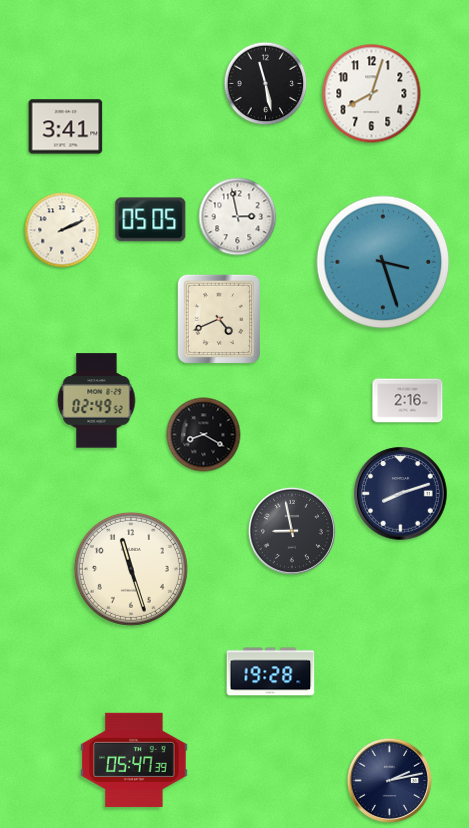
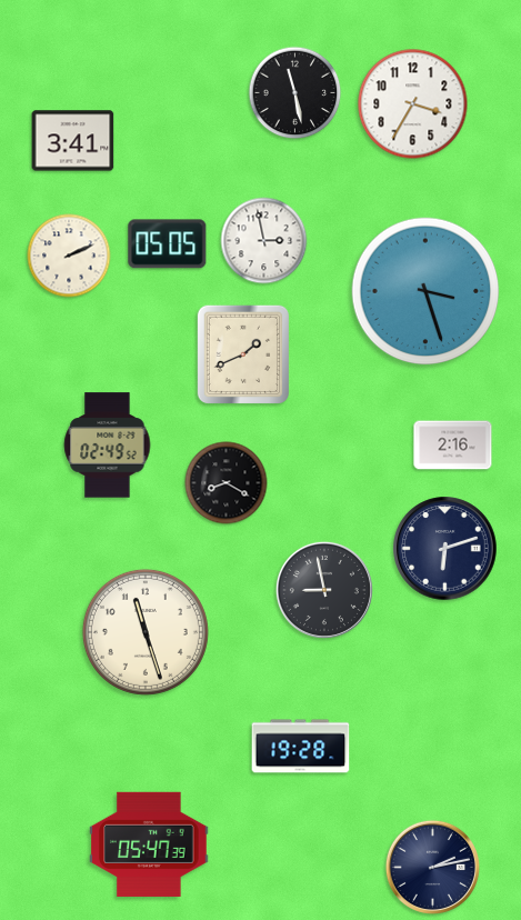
clock at (372, 94): 8:03 -> 3:35
clock at (218, 319): 4:41 -> 1:41
clock at (401, 494): 8:12 -> 6:12
